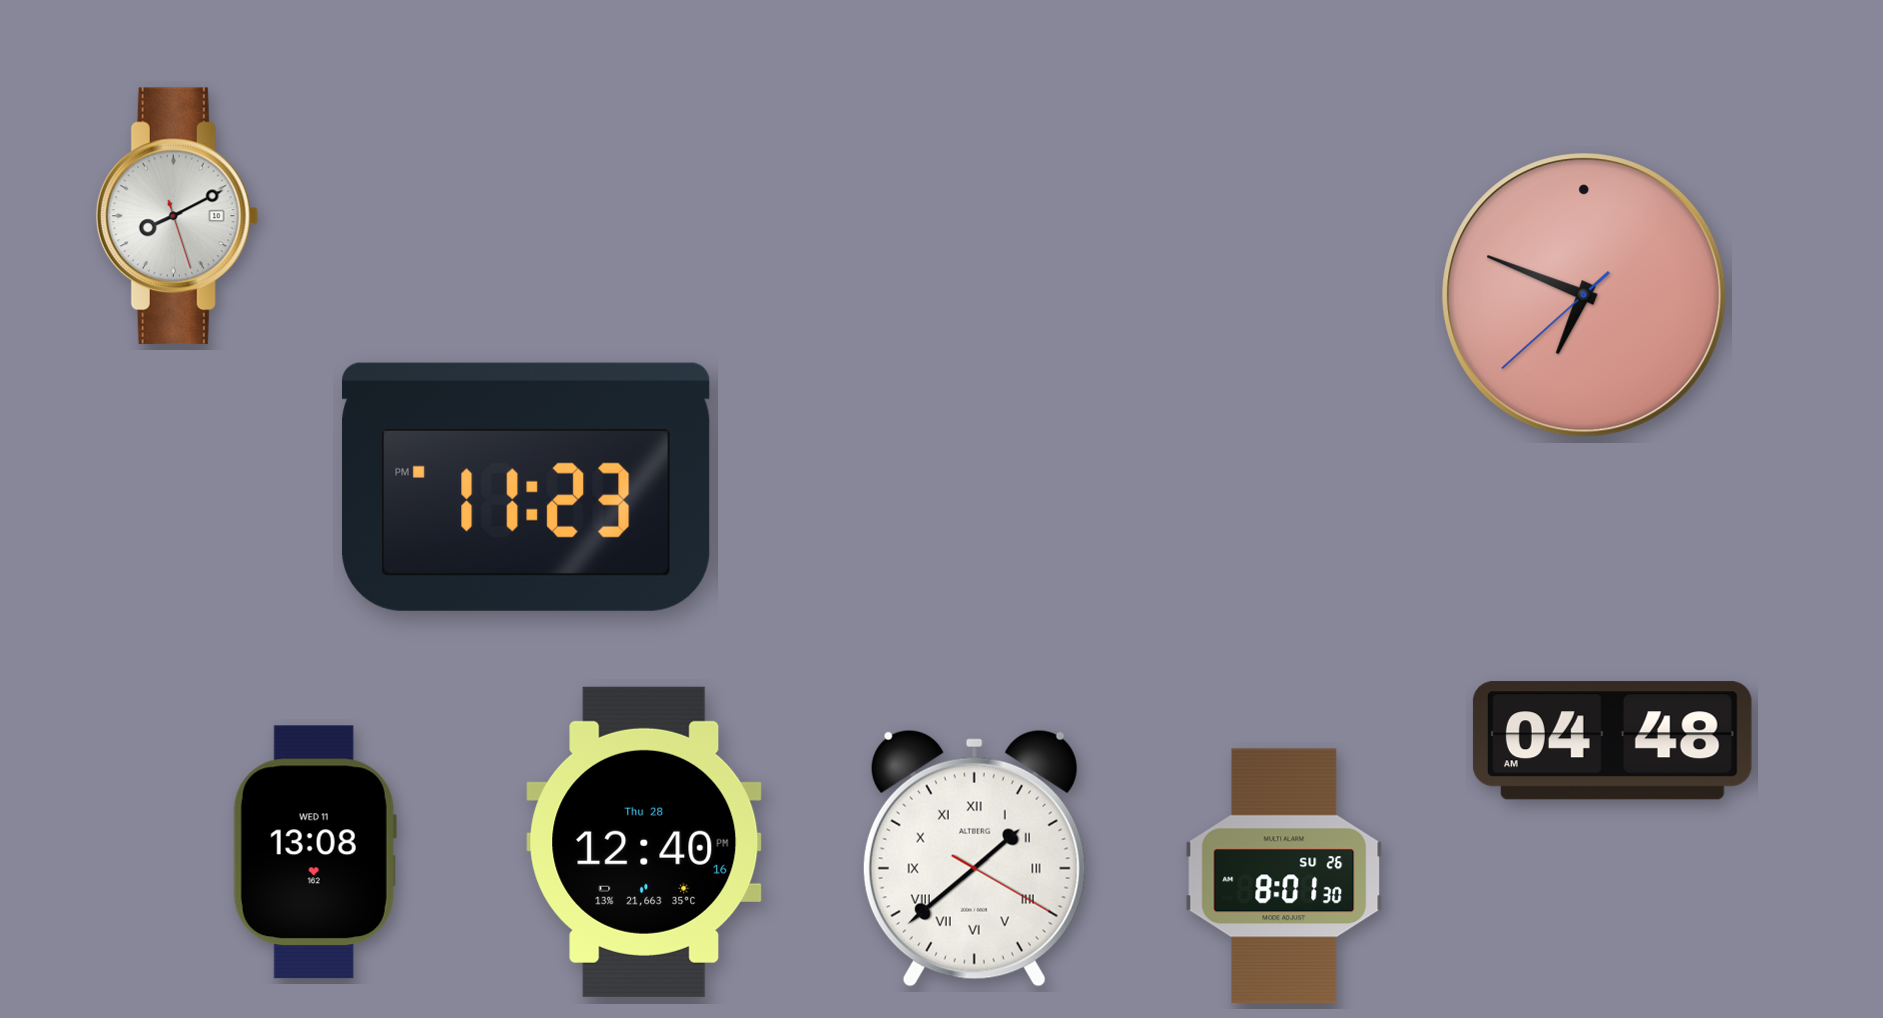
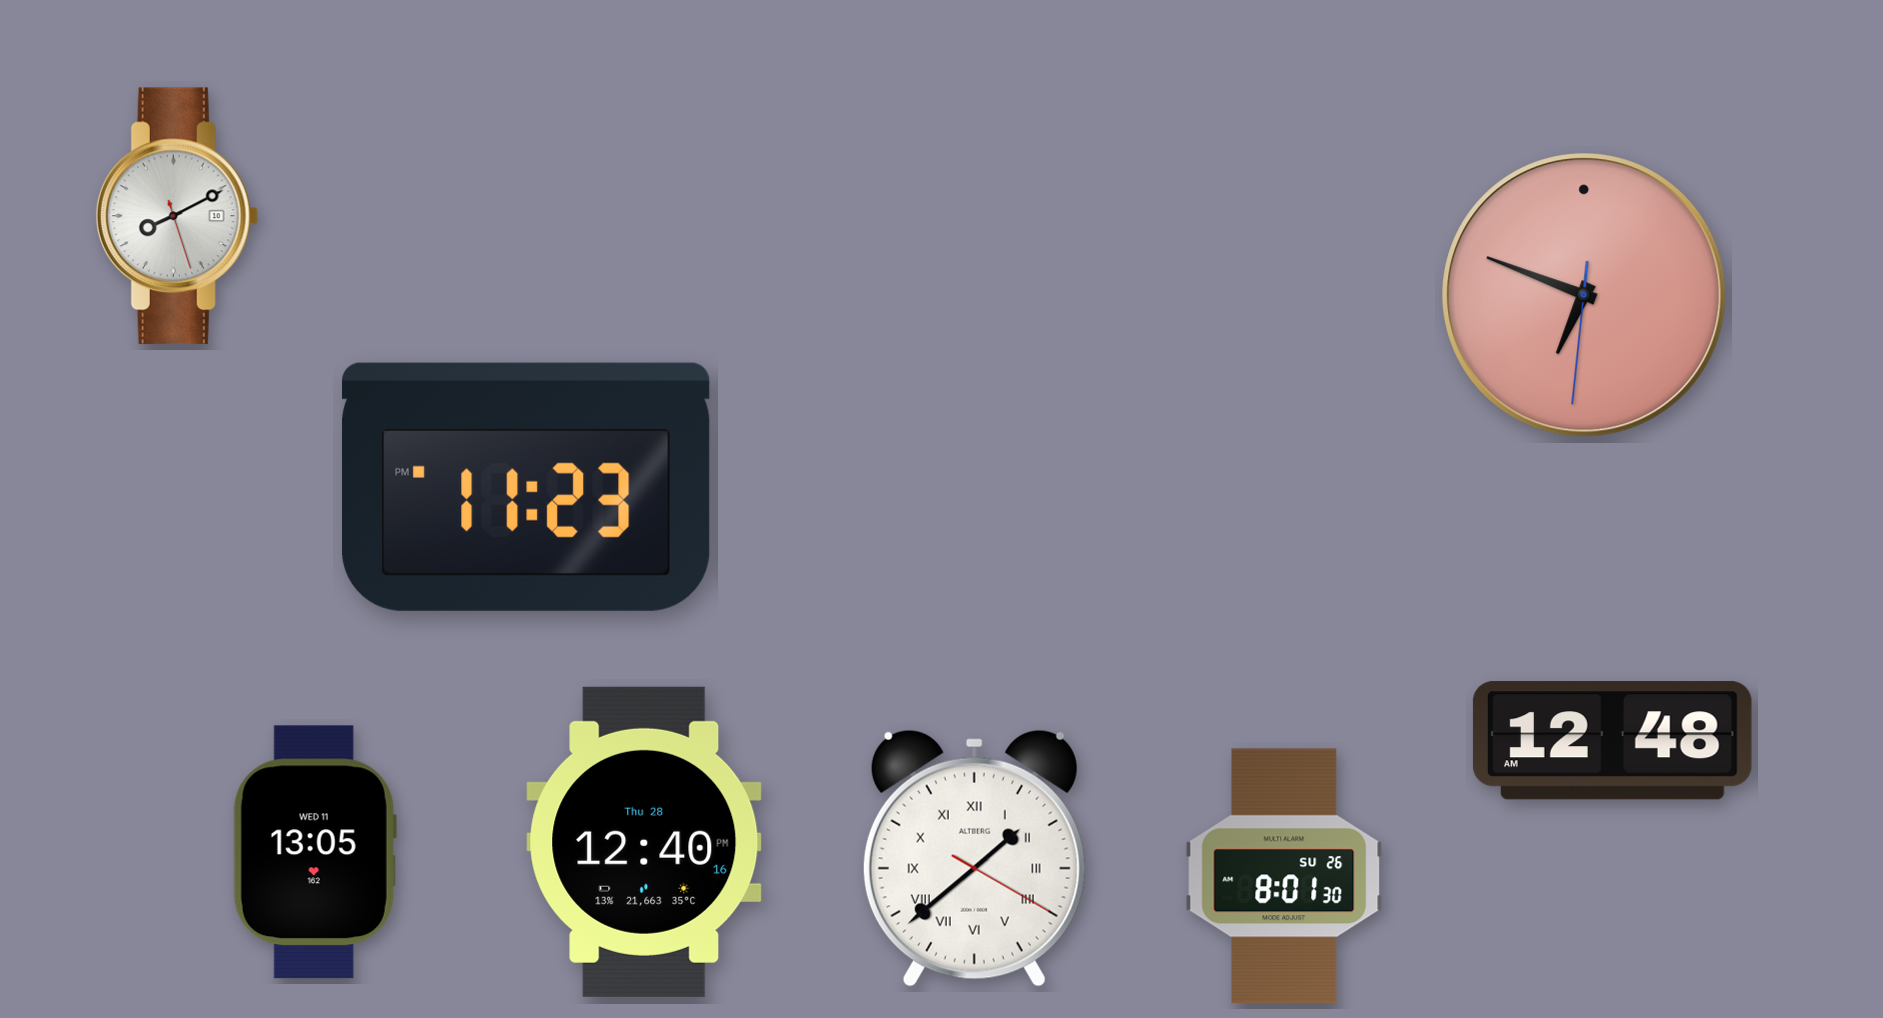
clock at (1584, 295): 6:48:38 -> 6:48:31
clock at (1612, 741): 04:48 -> 12:48
clock at (315, 852): 13:08 -> 13:05
